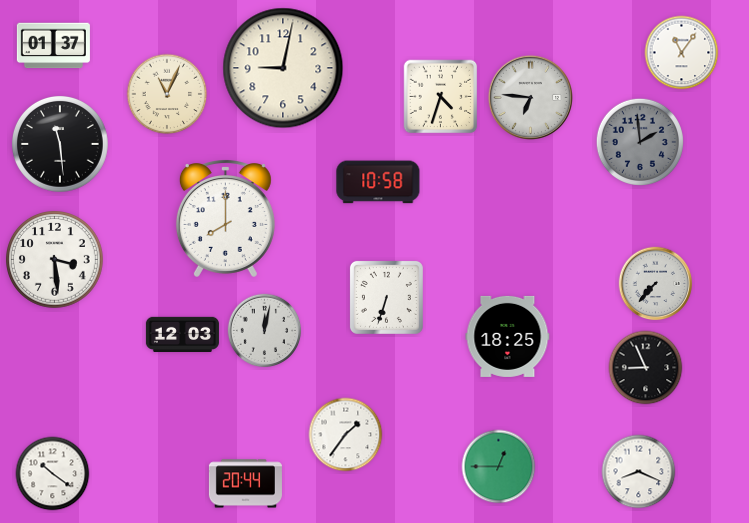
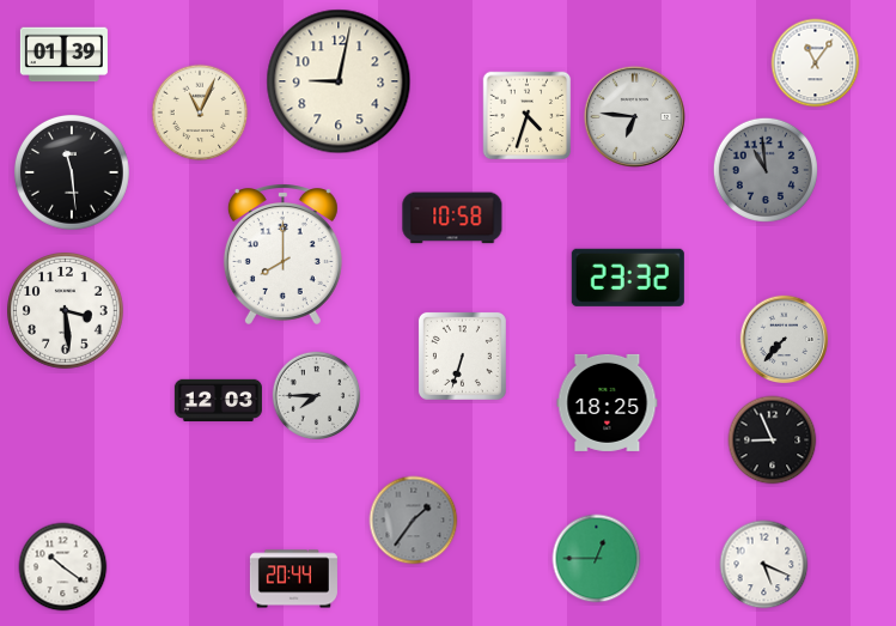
clock at (53, 46): 01:37 -> 01:39
clock at (640, 142): 1:59 -> 10:59
clock at (225, 219) position: (225, 219) -> (282, 255)
clock at (628, 278): none -> 23:32
clock at (265, 331): 12:02 -> 7:45
clock at (346, 435) dial: white -> grey
clock at (639, 472): 8:19 -> 5:19
